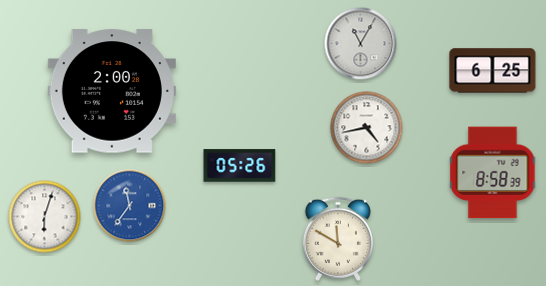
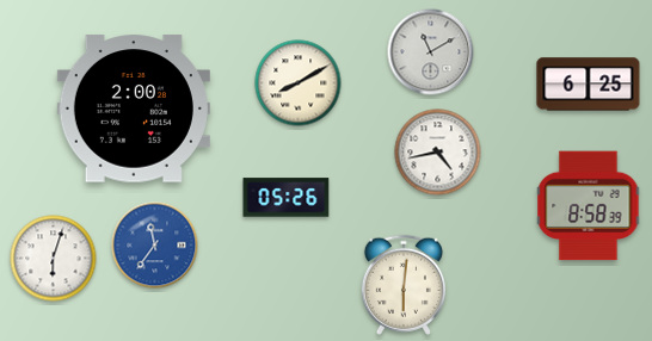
clock at (361, 44): 11:05 -> 11:10
clock at (299, 83): none -> 8:10
clock at (338, 239): 11:50 -> 6:01
